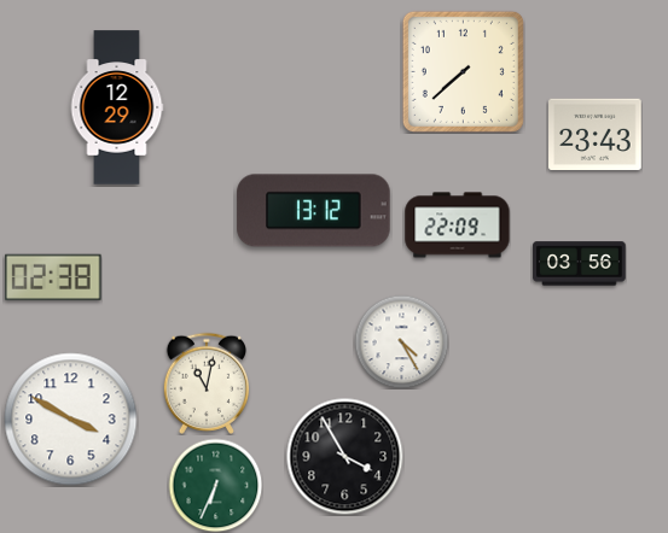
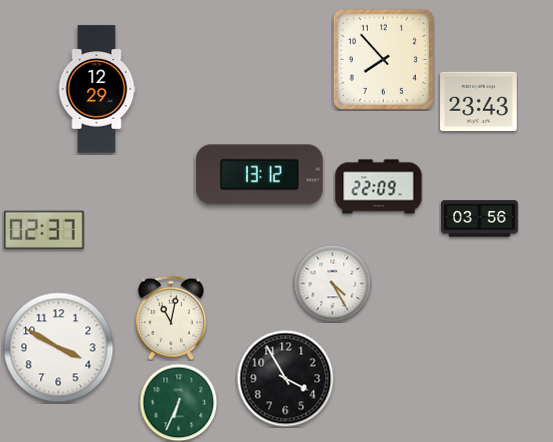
clock at (463, 71): 7:38 -> 7:53
clock at (596, 134) position: (596, 134) -> (479, 101)
clock at (53, 277): 02:38 -> 02:37
